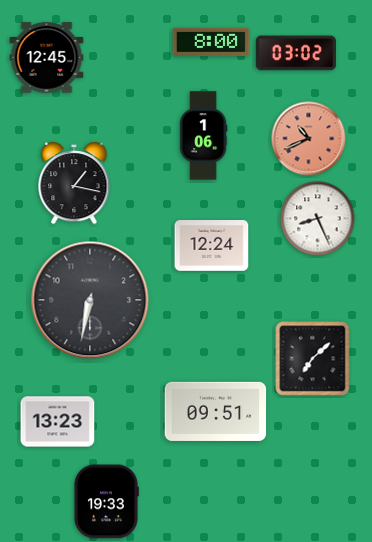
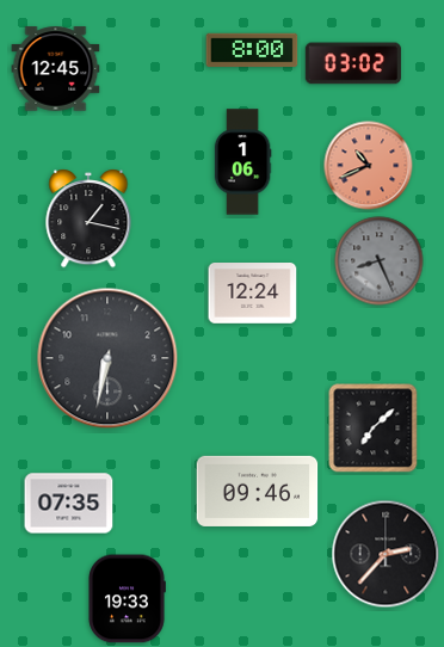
clock at (318, 219) dial: white -> grey
clock at (216, 411): 09:51 -> 09:46
clock at (58, 422): 13:23 -> 07:35
clock at (386, 554): none -> 2:37
